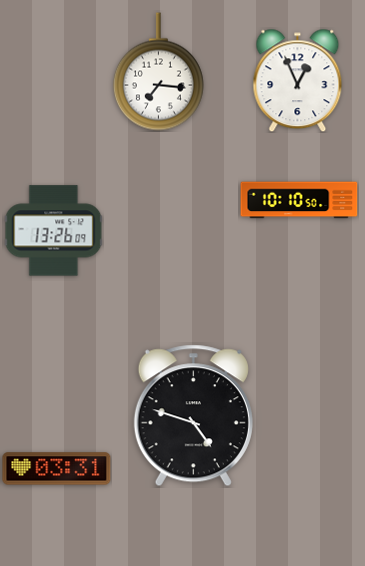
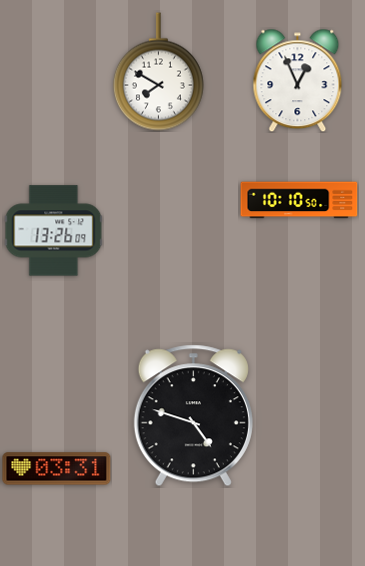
clock at (158, 72): 7:16 -> 7:50
